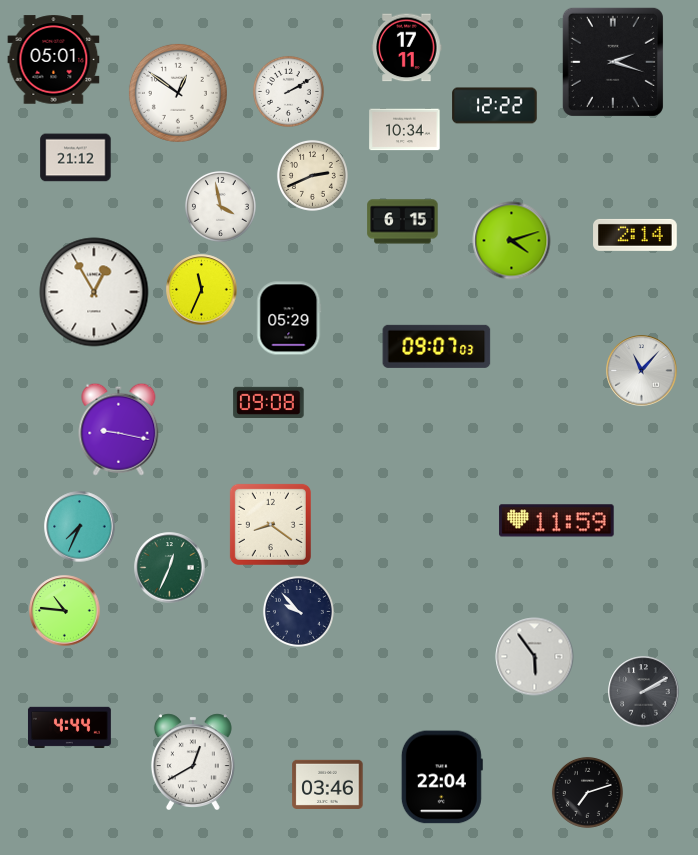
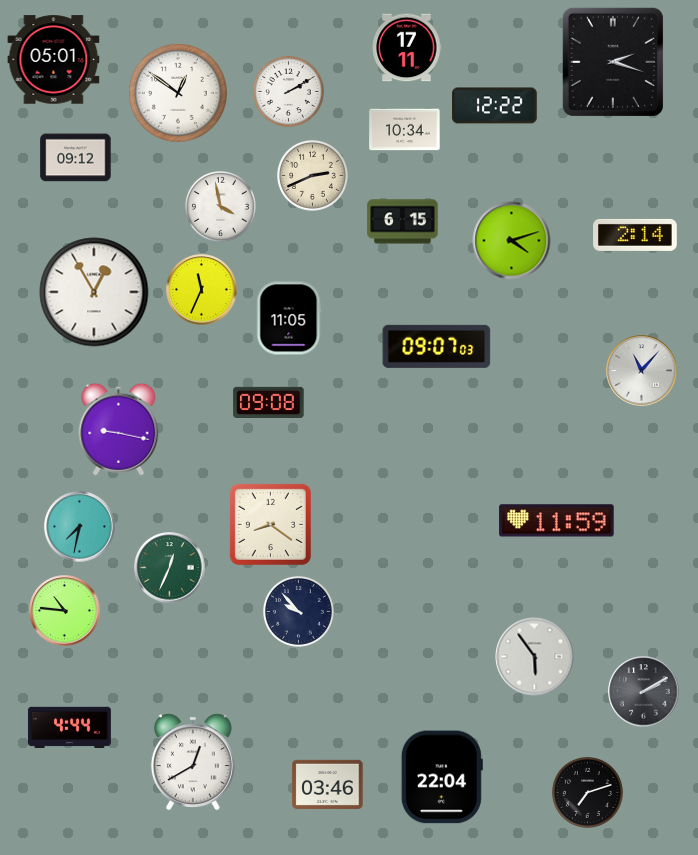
clock at (76, 158): 21:12 -> 09:12
clock at (289, 318): 05:29 -> 11:05
clock at (80, 527): 7:34 -> 7:32
